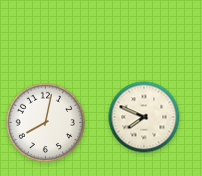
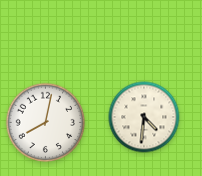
clock at (144, 117): 7:49 -> 4:31
